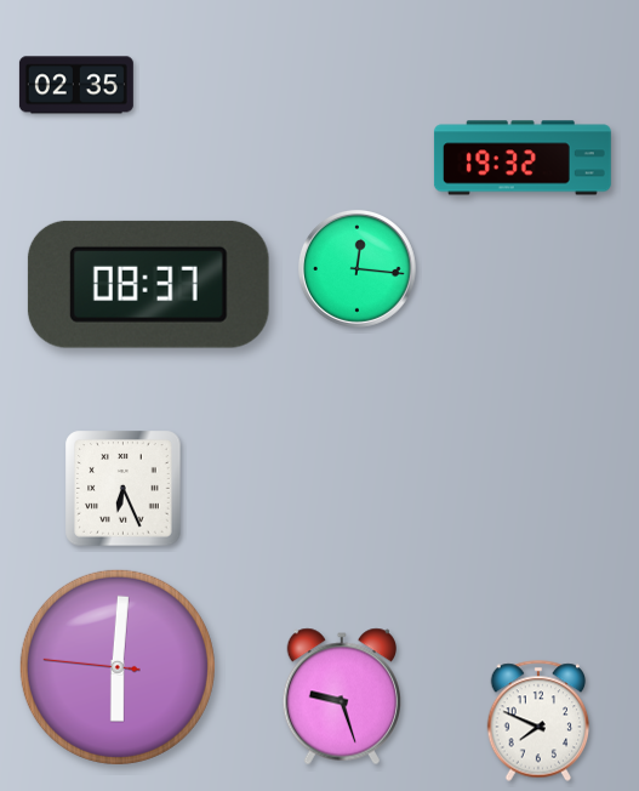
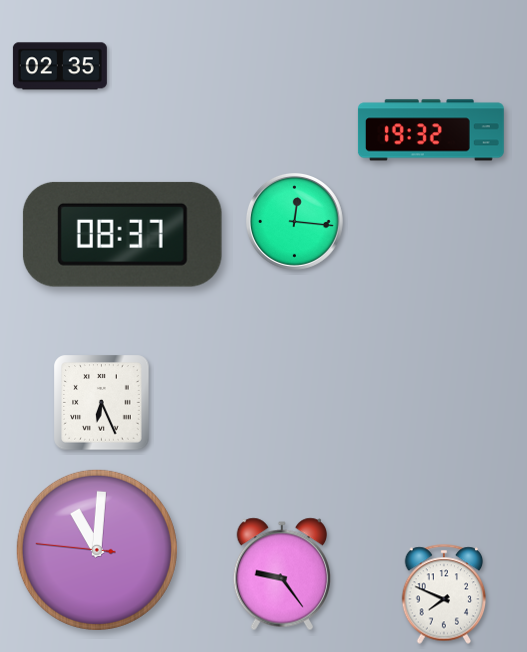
clock at (76, 85) position: (76, 85) -> (60, 66)
clock at (118, 667): 6:00 -> 11:00
clock at (341, 696): 9:27 -> 9:24
